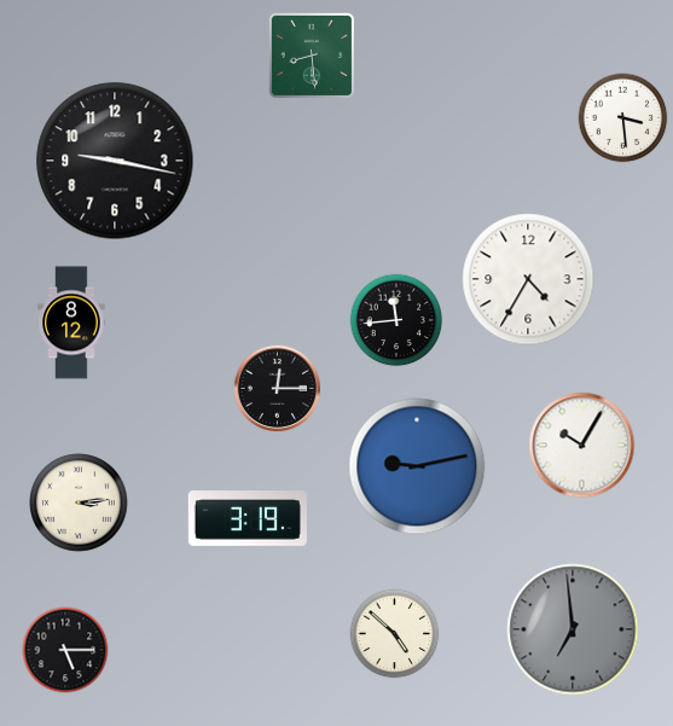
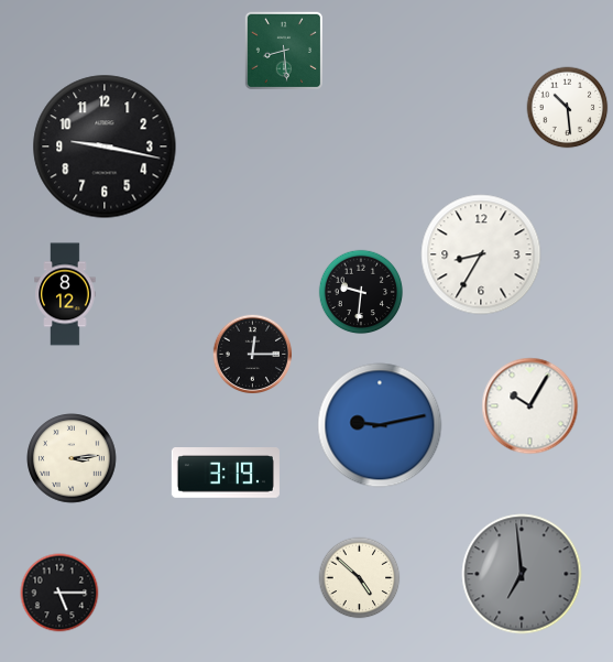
clock at (623, 118): 3:29 -> 10:29
clock at (528, 279): 4:35 -> 8:35
clock at (396, 320): 11:44 -> 9:31
